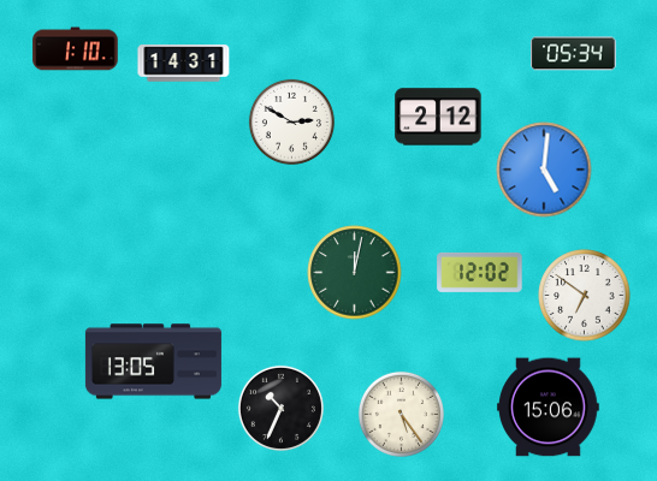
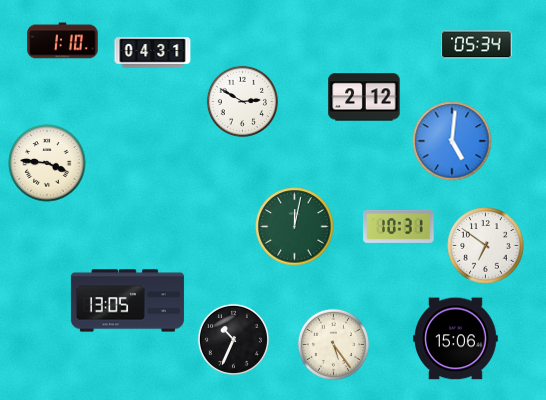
clock at (184, 64): 14:31 -> 04:31
clock at (47, 163): none -> 3:46
clock at (480, 272): 12:02 -> 10:31
